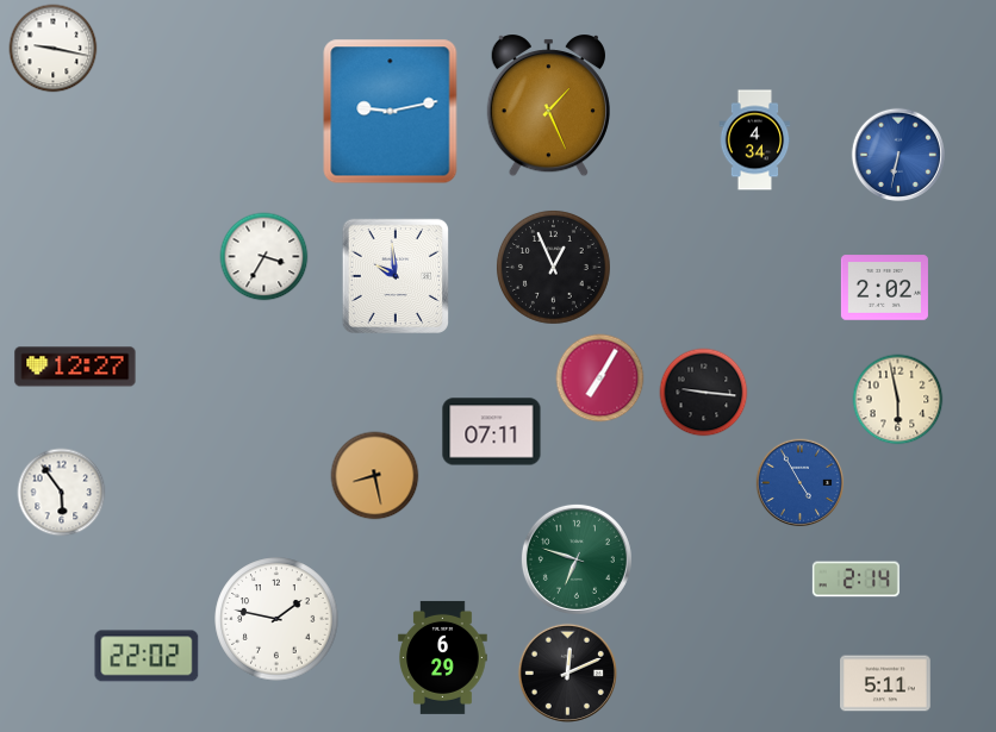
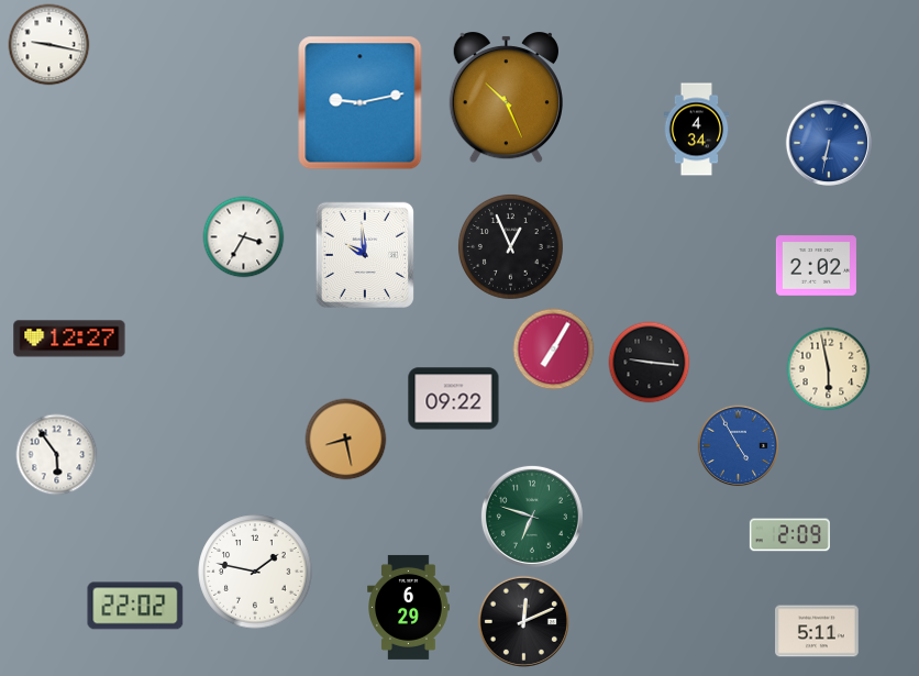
clock at (548, 107): 1:26 -> 10:26
clock at (492, 432): 07:11 -> 09:22
clock at (855, 580): 2:14 -> 2:09
